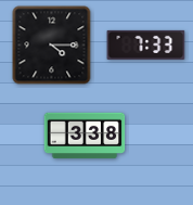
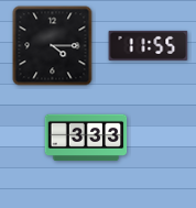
clock at (146, 44): 7:33 -> 11:55
clock at (85, 136): 3:38 -> 3:33
